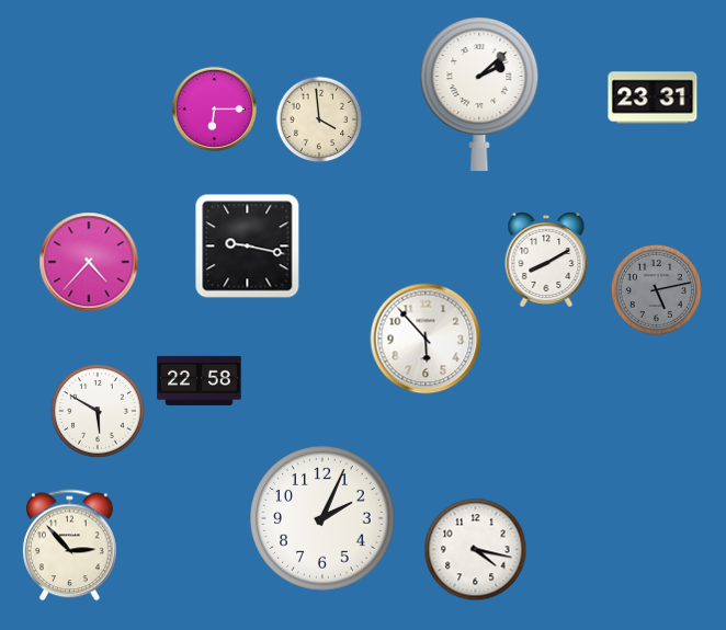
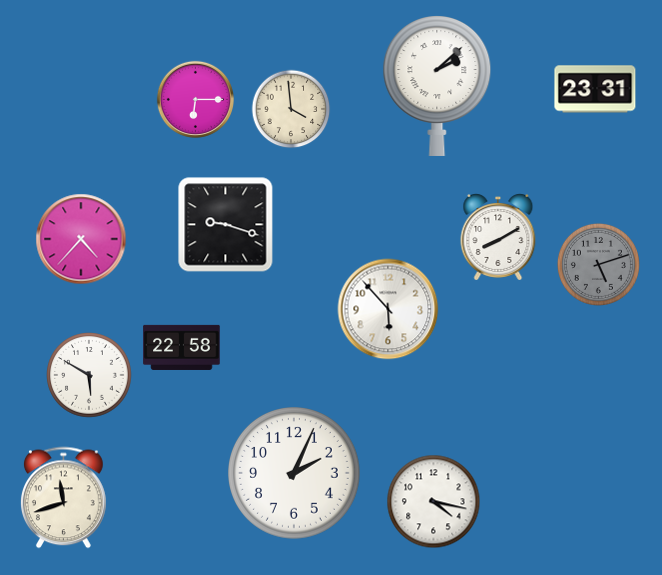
clock at (248, 247): 9:17 -> 9:18
clock at (656, 289): 5:13 -> 5:12
clock at (69, 546): 2:53 -> 11:42
